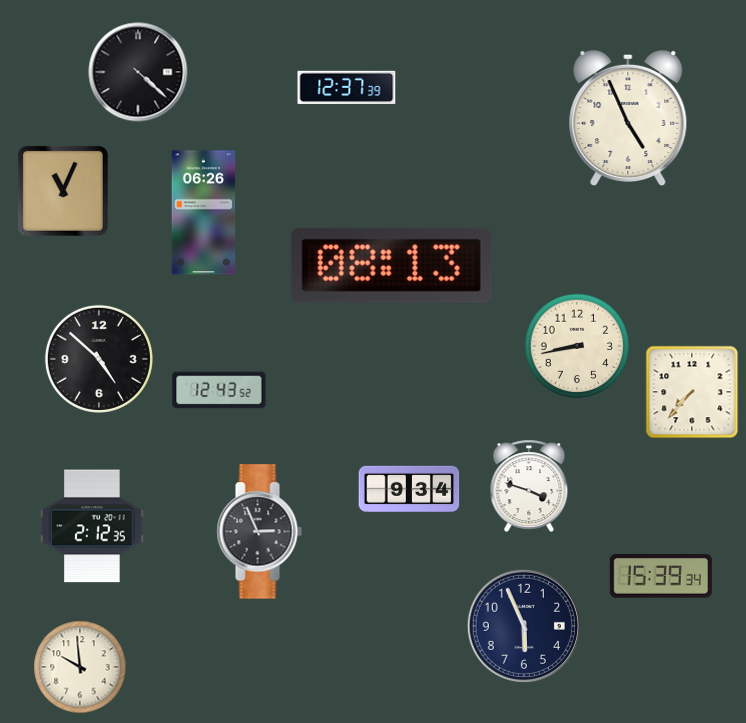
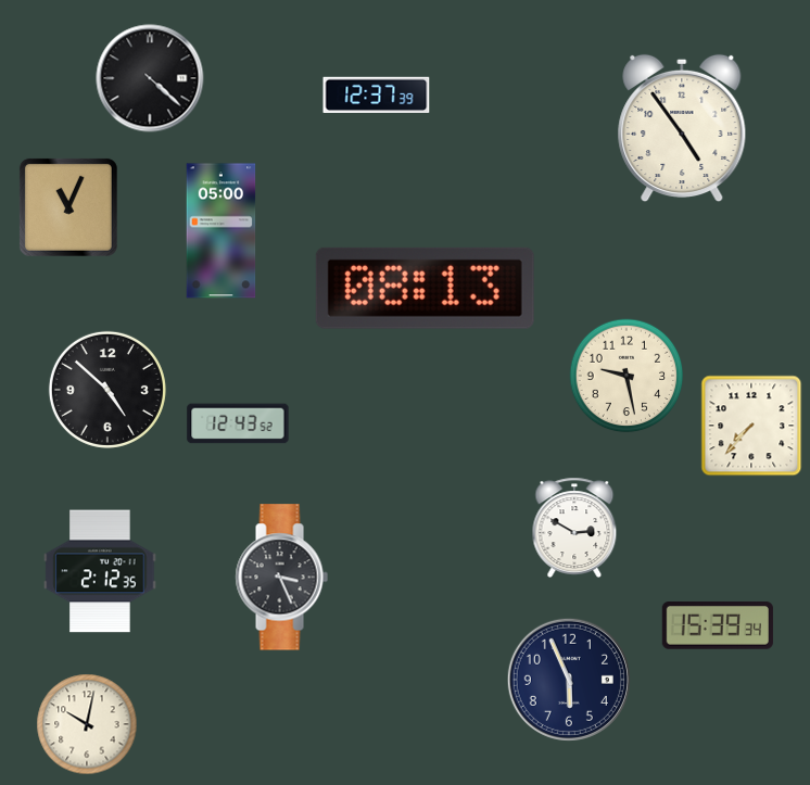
clock at (628, 118): 4:56 -> 4:54
clock at (204, 213): 06:26 -> 05:00
clock at (577, 346): 8:43 -> 9:28
clock at (529, 485): 3:48 -> 2:50
clock at (409, 489): 9:34 -> none
clock at (259, 532): 2:56 -> 3:26
clock at (80, 667): 9:59 -> 10:02
